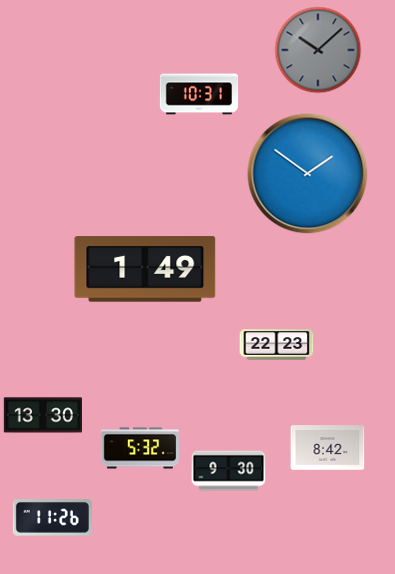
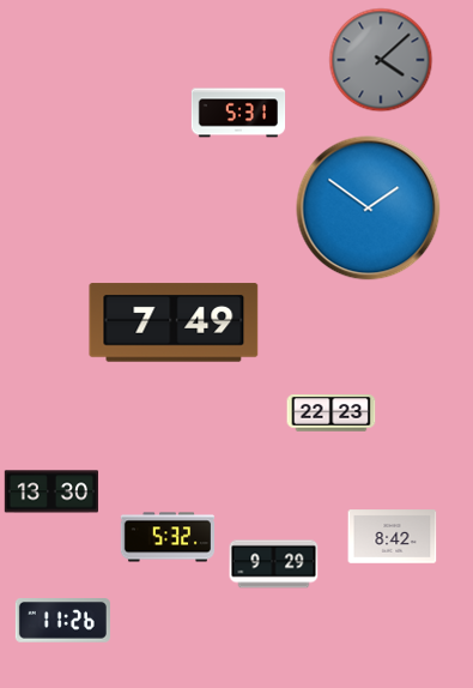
clock at (318, 50): 10:08 -> 4:08
clock at (199, 94): 10:31 -> 5:31
clock at (145, 269): 1:49 -> 7:49
clock at (42, 415) position: (42, 415) -> (50, 491)
clock at (229, 471): 9:30 -> 9:29
